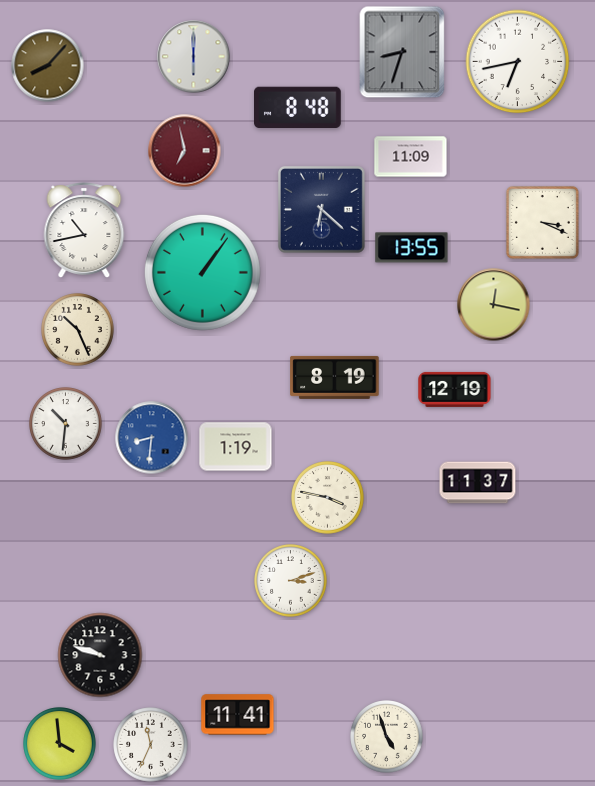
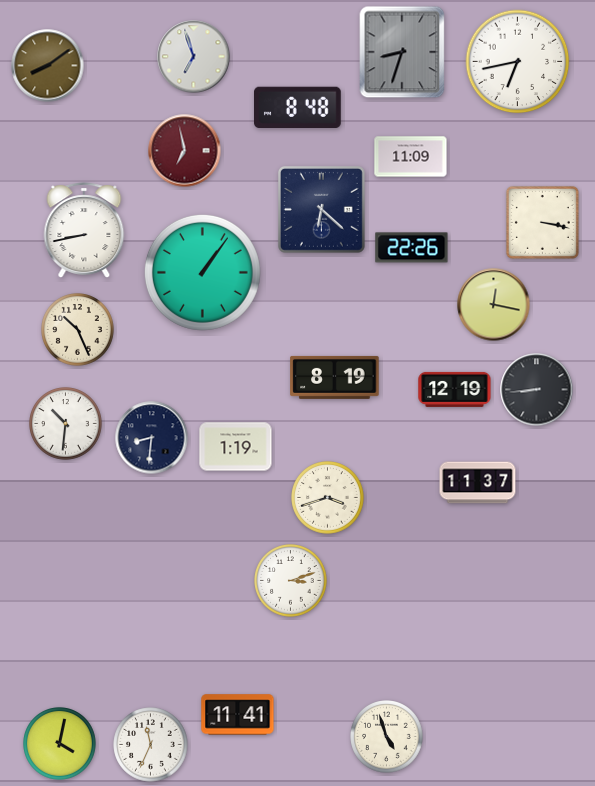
clock at (194, 57): 6:00 -> 6:57
clock at (48, 66): 8:07 -> 8:09
clock at (542, 222): 3:19 -> 3:17
clock at (84, 230): 10:43 -> 8:43
clock at (412, 248): 13:55 -> 22:26
clock at (537, 390): none -> 8:44
clock at (152, 438) dial: blue -> navy
clock at (328, 498): 3:47 -> 3:42
clock at (100, 655): 9:48 -> none
clock at (60, 744): 3:59 -> 4:02
